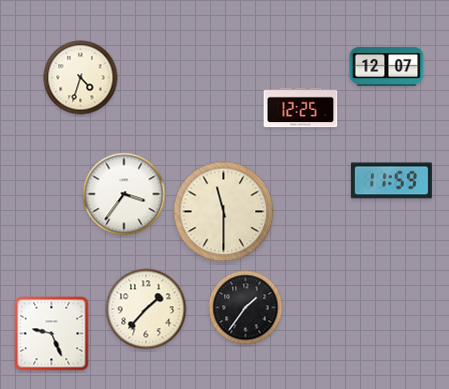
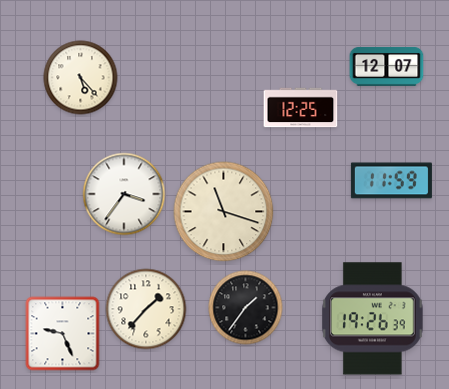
clock at (81, 78): 4:33 -> 5:23
clock at (224, 212): 11:30 -> 11:18
clock at (373, 319): none -> 19:26
clock at (52, 334) position: (52, 334) -> (63, 334)
